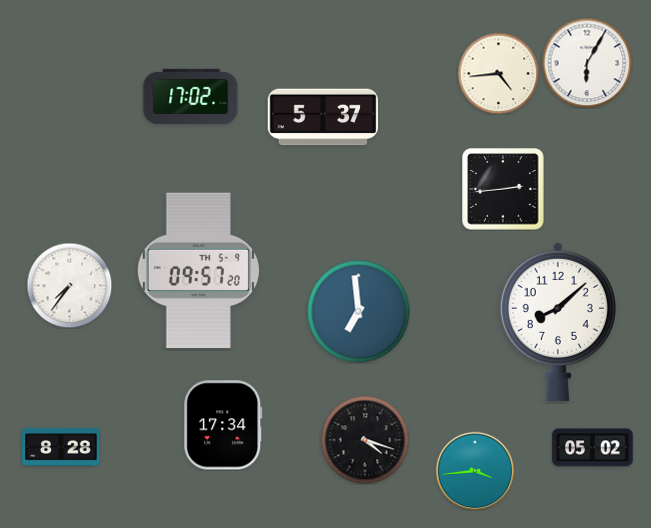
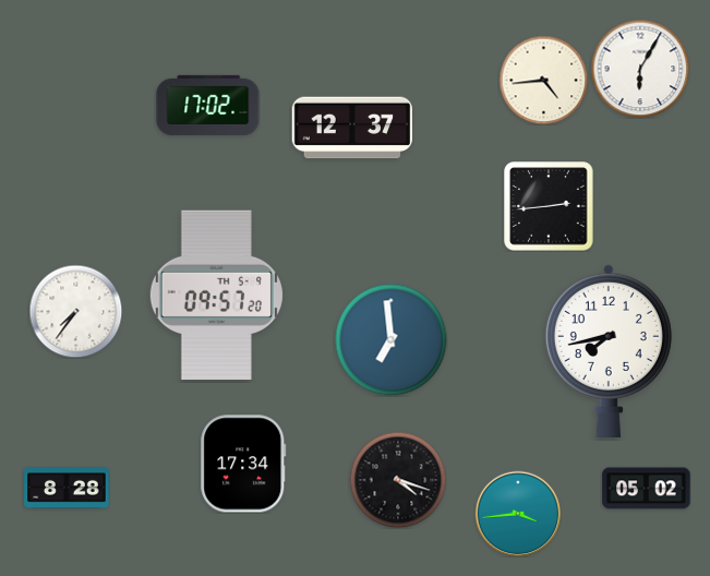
clock at (323, 117): 5:37 -> 12:37
clock at (558, 321): 8:08 -> 7:43
